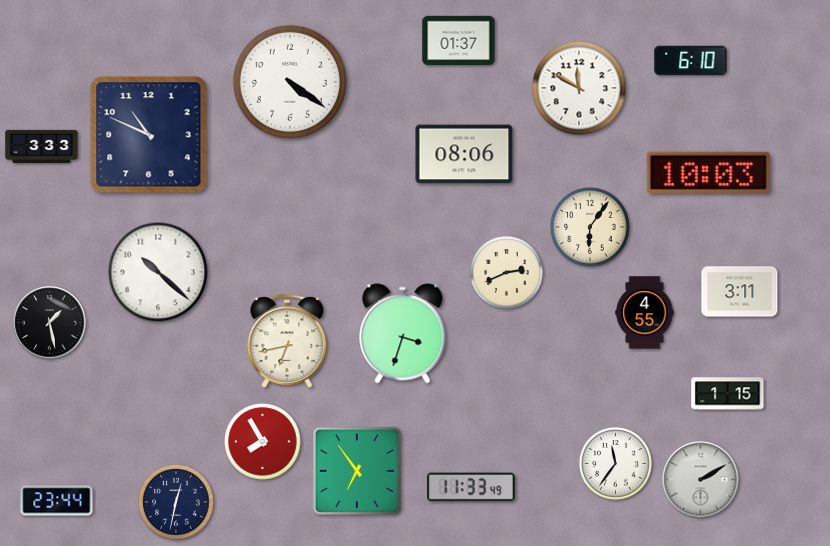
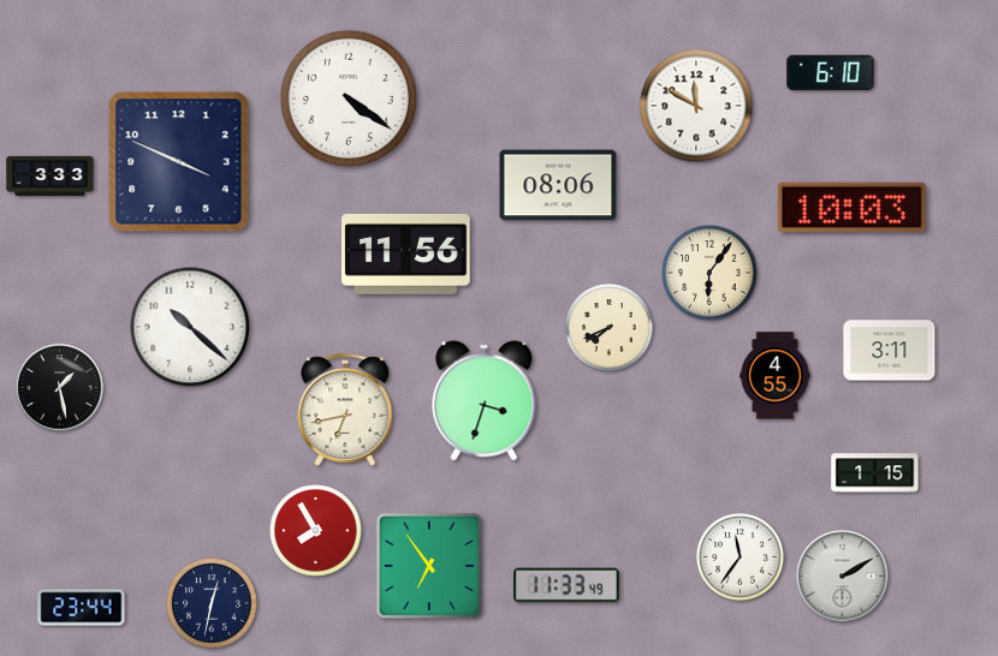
clock at (459, 40): 01:37 -> none
clock at (149, 135): 10:49 -> 3:49
clock at (406, 255): none -> 11:56
clock at (507, 273): 2:41 -> 7:41
clock at (57, 501) position: (57, 501) -> (82, 608)
